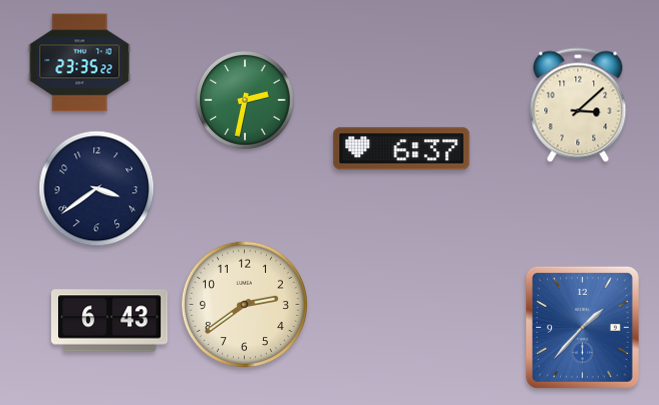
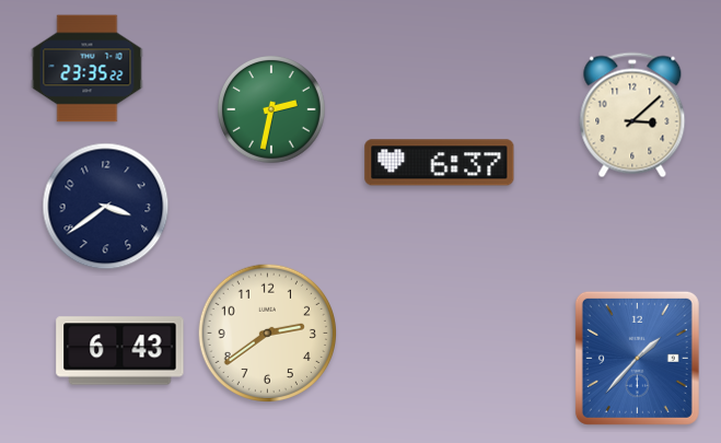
clock at (245, 101) position: (245, 101) -> (271, 110)
